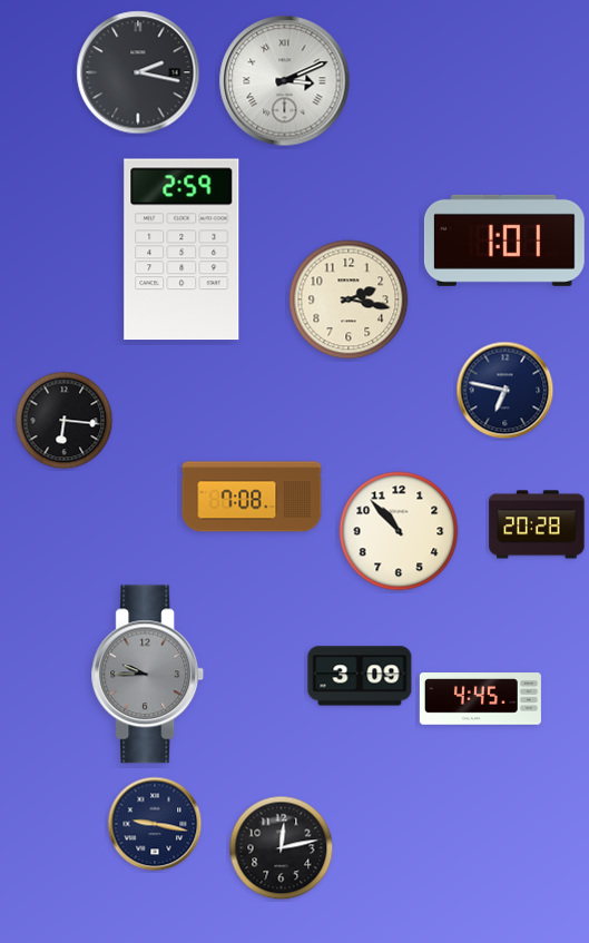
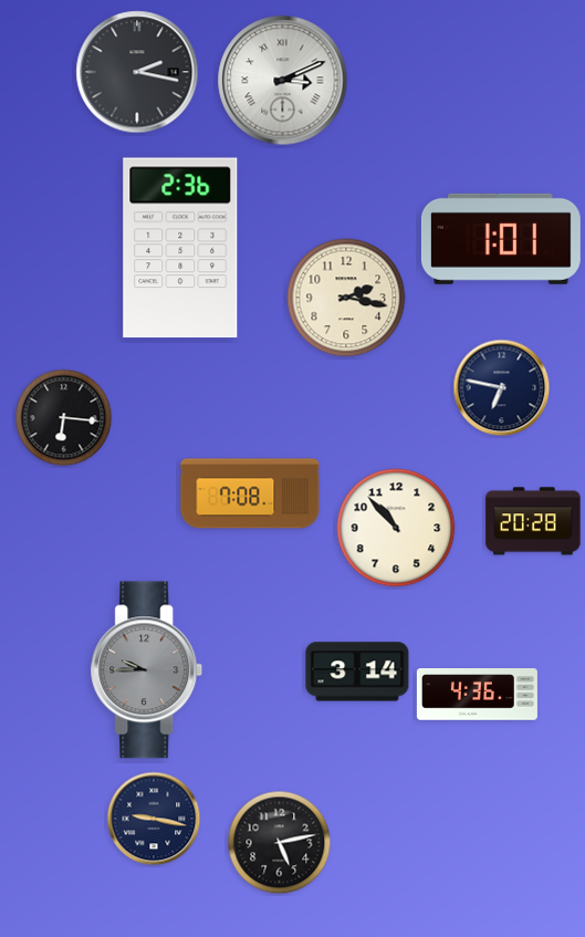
clock at (181, 249): 2:59 -> 2:36
clock at (360, 676): 3:09 -> 3:14
clock at (480, 699): 4:45 -> 4:36
clock at (282, 848): 12:13 -> 5:13
